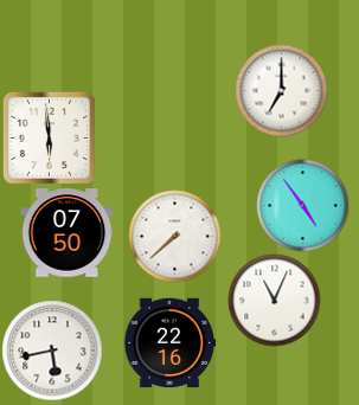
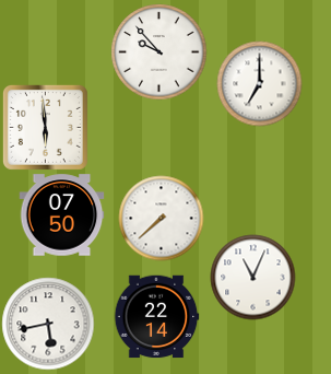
clock at (158, 51): none -> 9:53
clock at (302, 205): 4:54 -> none
clock at (169, 343): 22:16 -> 22:14
